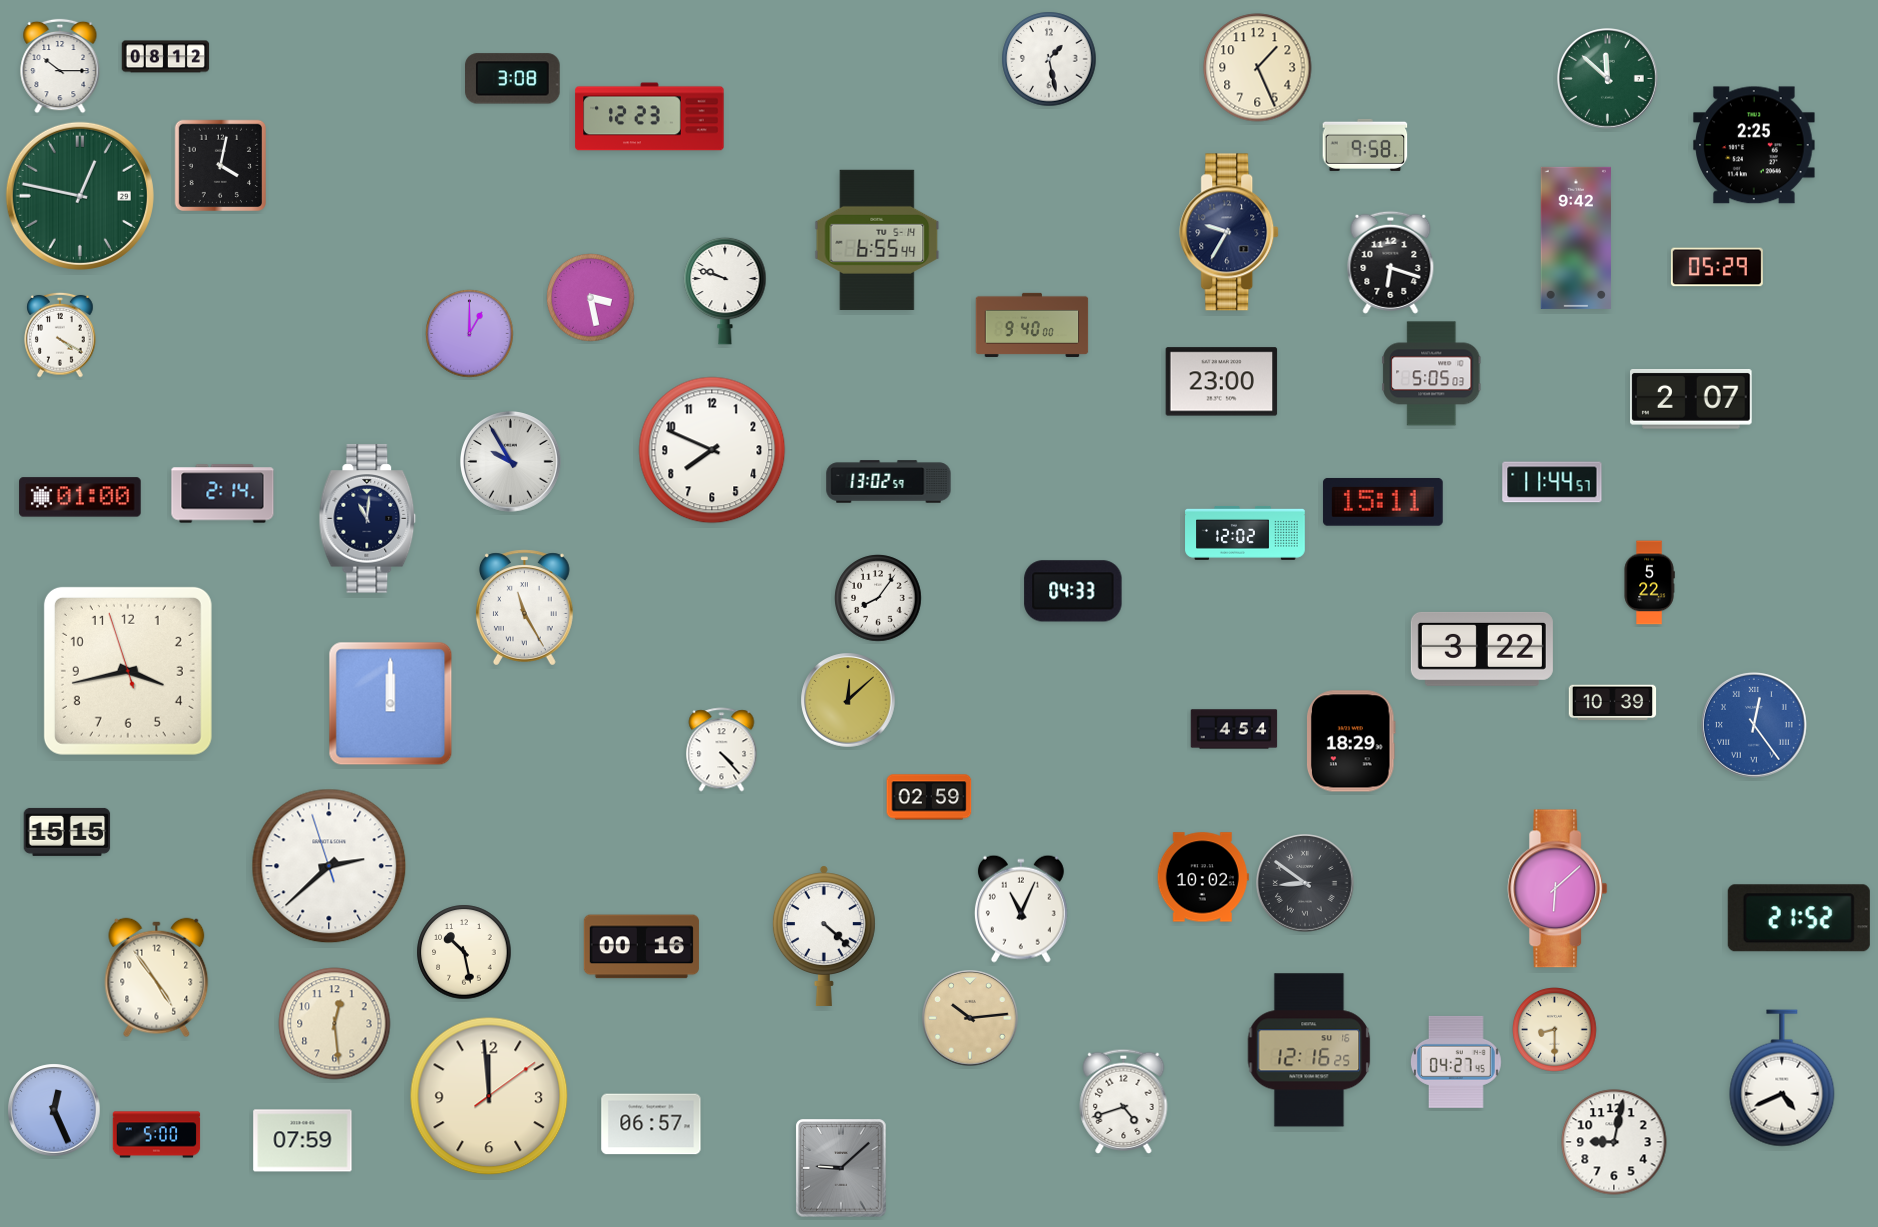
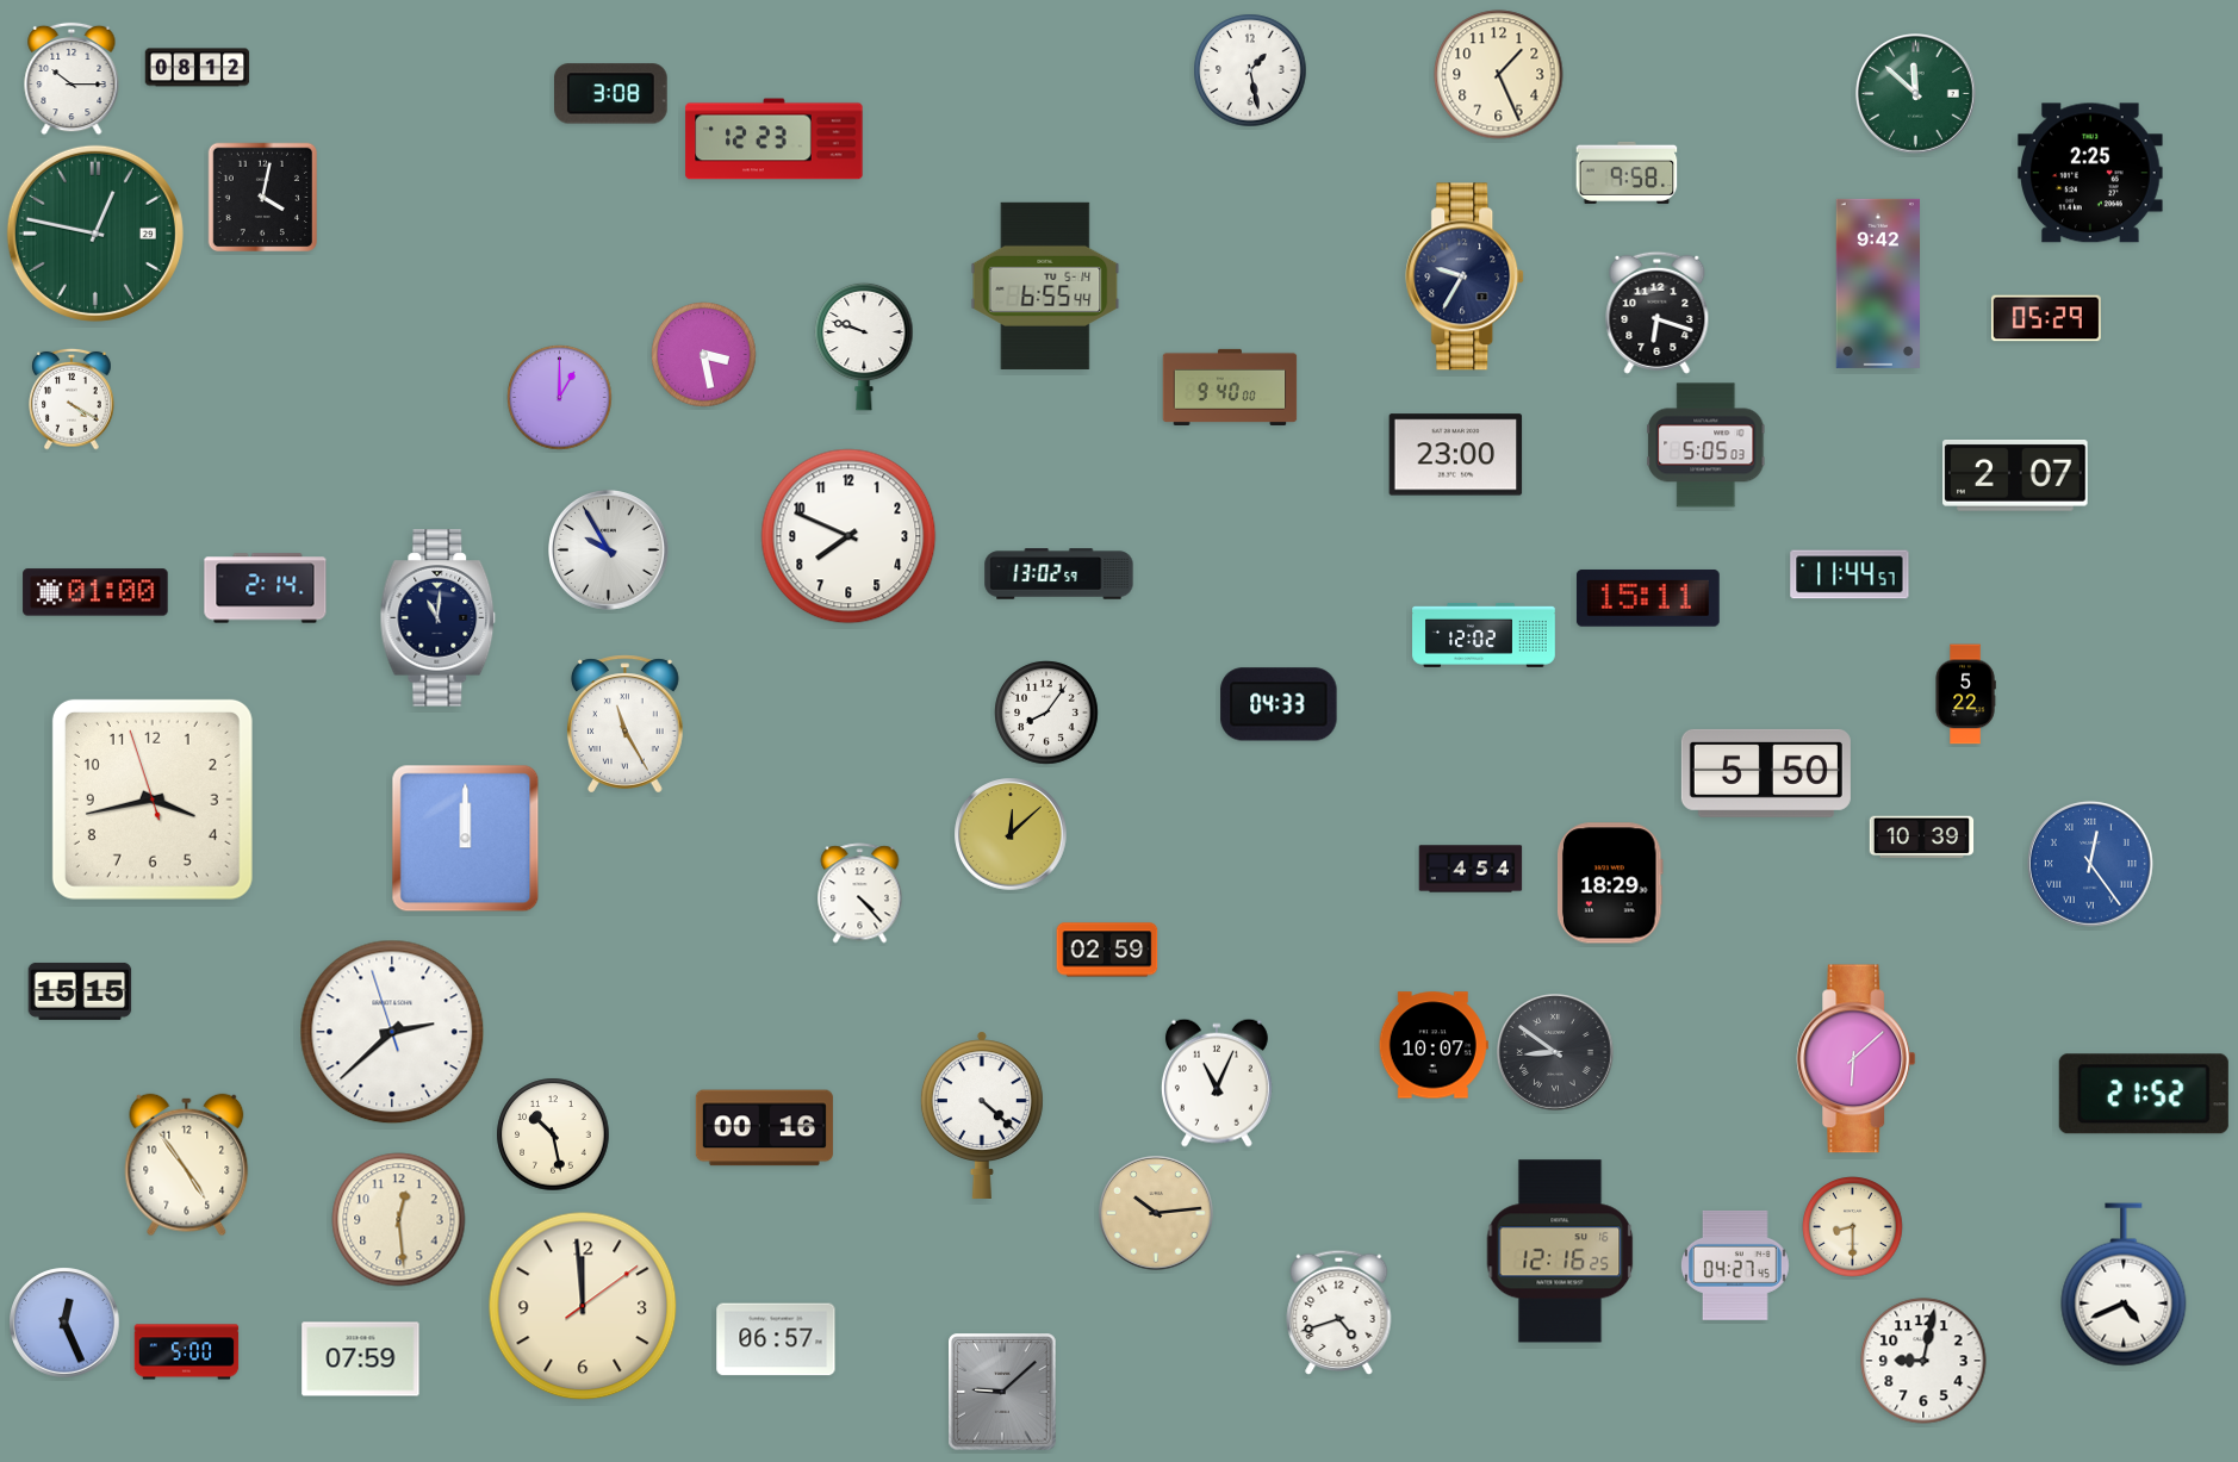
clock at (1258, 68) position: (1258, 68) -> (1499, 75)
clock at (1482, 649): 3:22 -> 5:50
clock at (1203, 877): 10:02 -> 10:07
